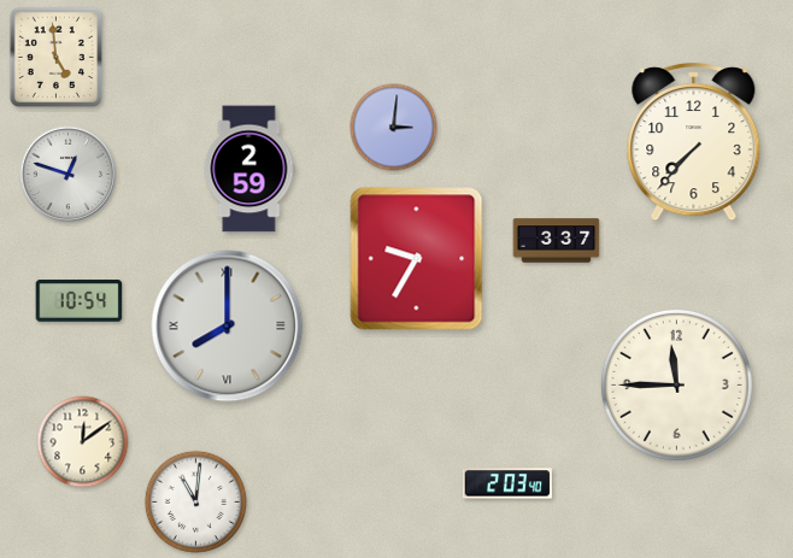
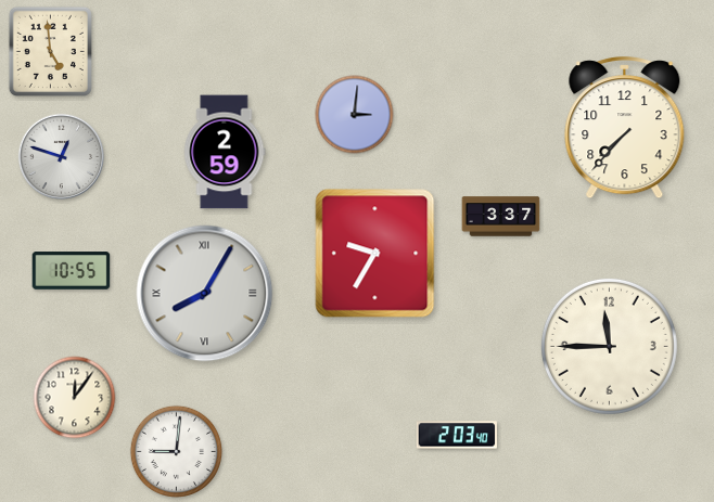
clock at (417, 259) position: (417, 259) -> (375, 254)
clock at (80, 301): 10:54 -> 10:55
clock at (228, 327): 8:00 -> 8:05
clock at (83, 442): 12:09 -> 12:06
clock at (196, 503): 11:01 -> 9:01
